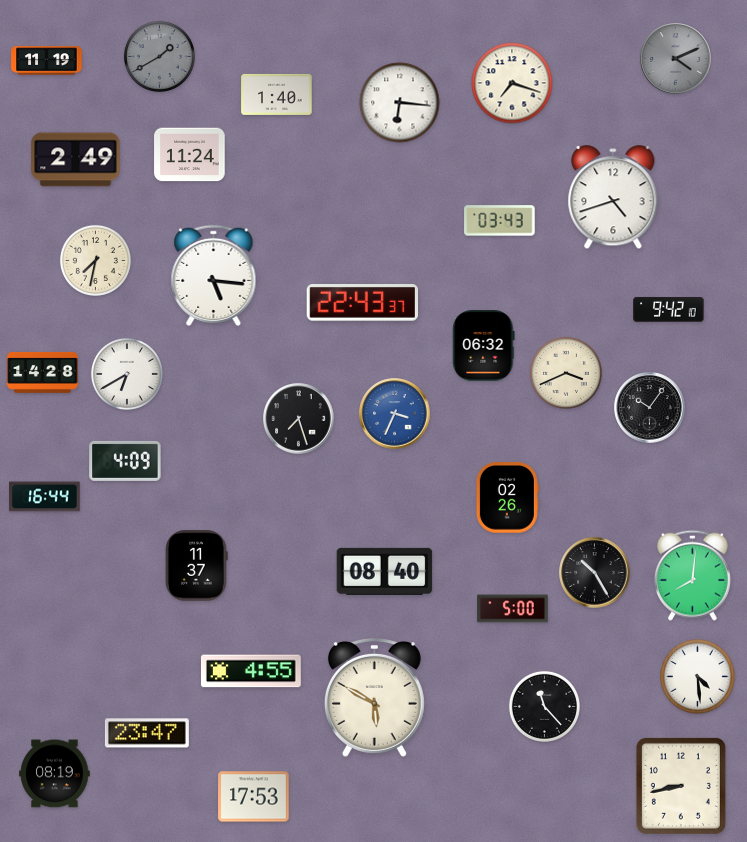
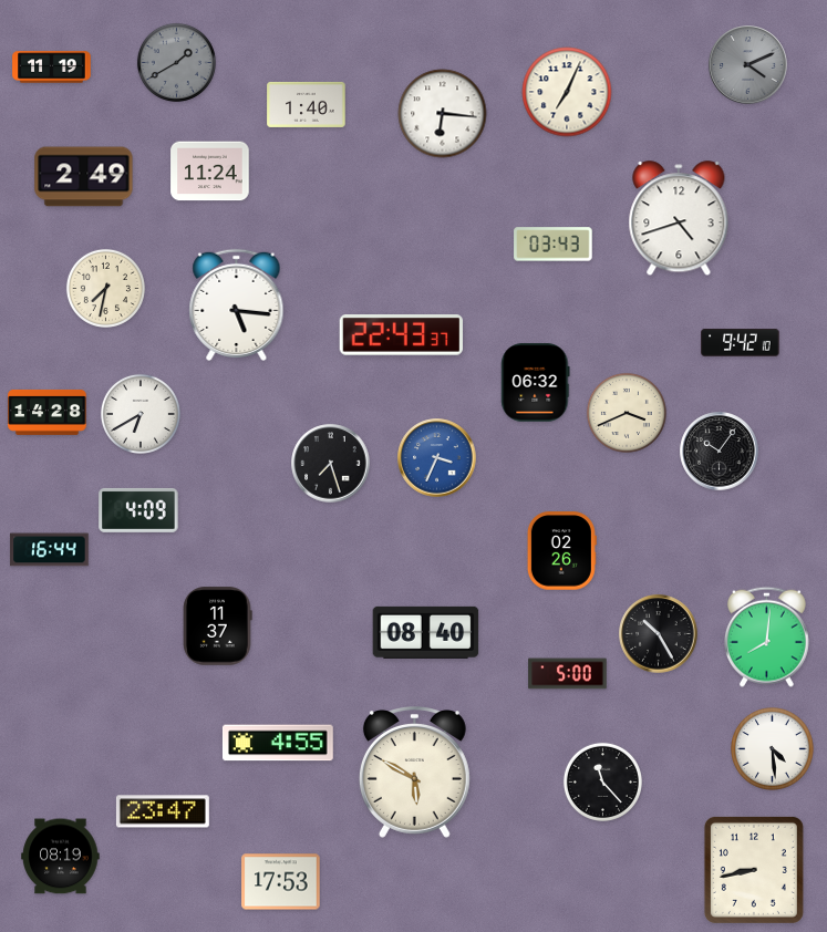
clock at (512, 83): 7:18 -> 7:04
